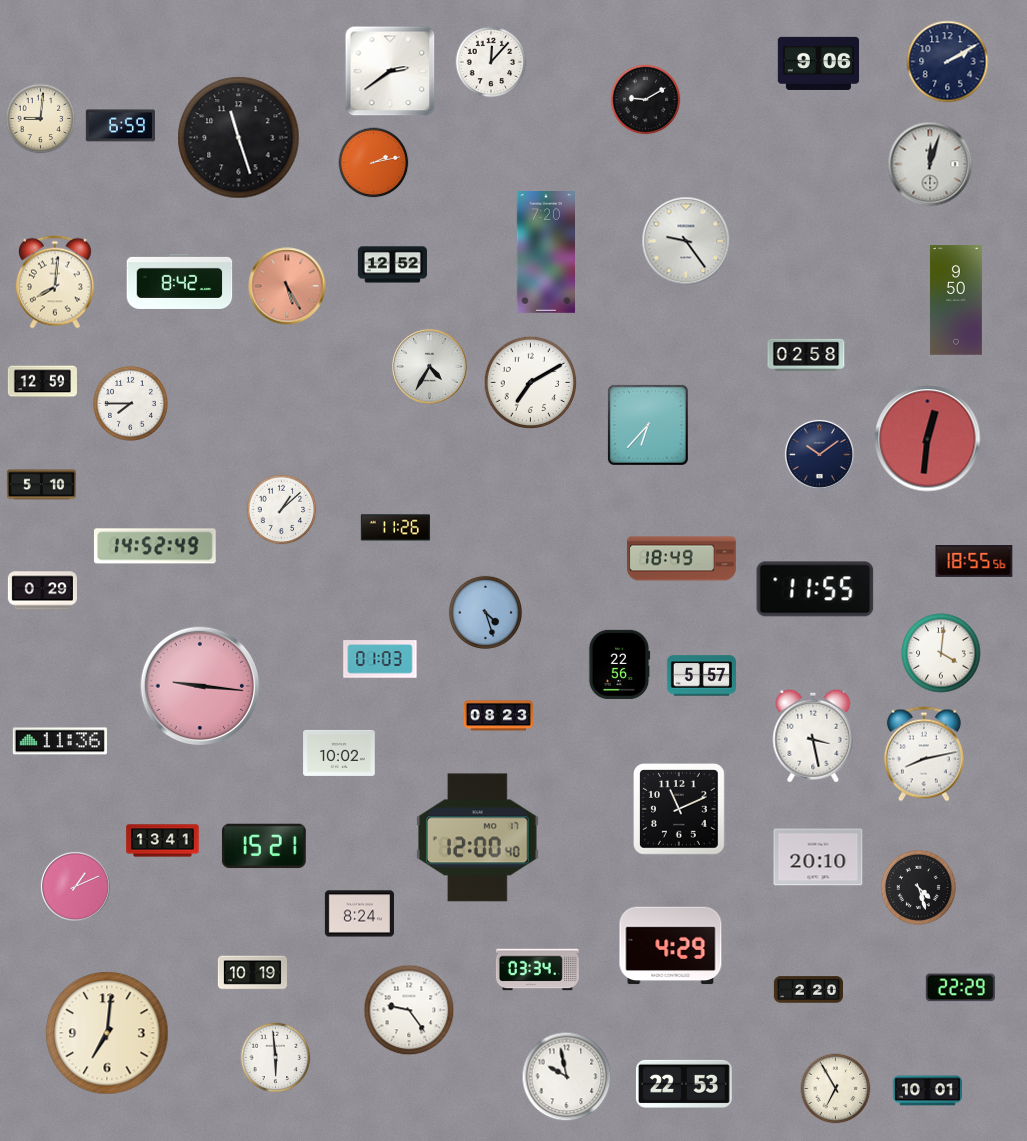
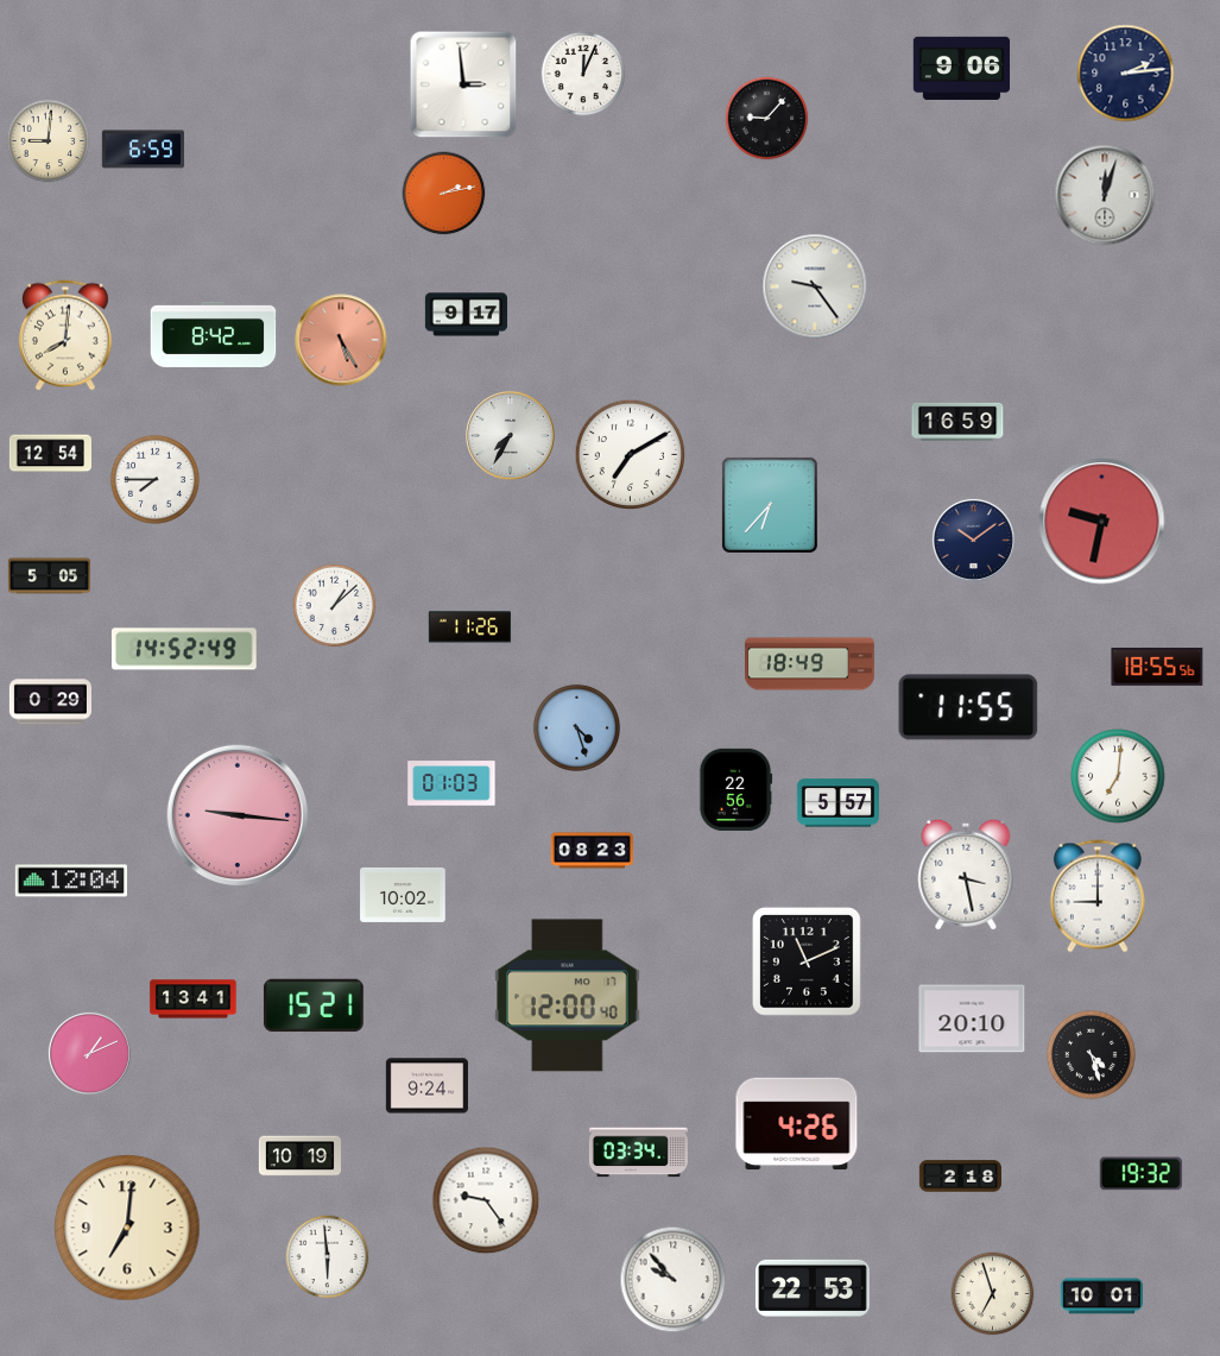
clock at (491, 62): 12:07 -> 12:04
clock at (948, 62): 2:10 -> 2:14
clock at (819, 63) position: (819, 63) -> (962, 68)
clock at (390, 71): 2:39 -> 2:59
clock at (646, 100): 9:10 -> 9:07
clock at (239, 138): 11:27 -> none
clock at (545, 253): 7:20 -> none
clock at (392, 265): 12:52 -> 9:17
clock at (956, 300): 9:50 -> none
clock at (806, 355): 02:58 -> 16:59
clock at (430, 367): 4:35 -> 7:35
clock at (42, 382): 12:59 -> 12:54
clock at (928, 439): 12:31 -> 9:32
clock at (41, 485): 5:10 -> 5:05
clock at (815, 589) position: (815, 589) -> (968, 707)
clock at (941, 653): 4:01 -> 7:01
clock at (701, 676) position: (701, 676) -> (837, 803)
clock at (60, 741): 11:36 -> 12:04
clock at (924, 754): 8:13 -> 9:00
clock at (359, 914): 8:24 -> 9:24
clock at (671, 946): 4:29 -> 4:26
clock at (960, 988): 22:29 -> 19:32
clock at (808, 990): 2:20 -> 2:18
clock at (567, 1077): 9:58 -> 9:53
clock at (836, 1089): 6:55 -> 6:57
